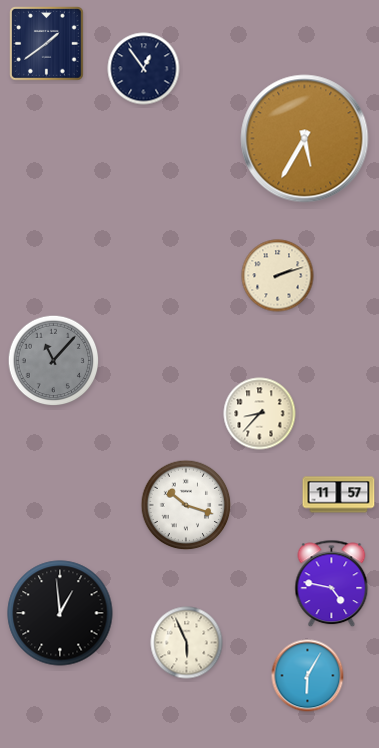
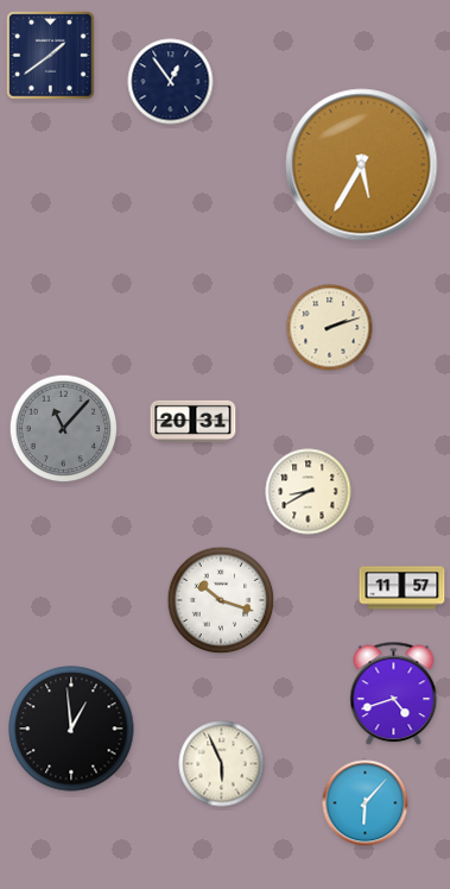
clock at (47, 44) position: (47, 44) -> (51, 56)
clock at (194, 421): none -> 20:31
clock at (260, 414): 8:37 -> 8:40
clock at (332, 584): 4:47 -> 4:42
clock at (308, 676): 6:05 -> 6:07
